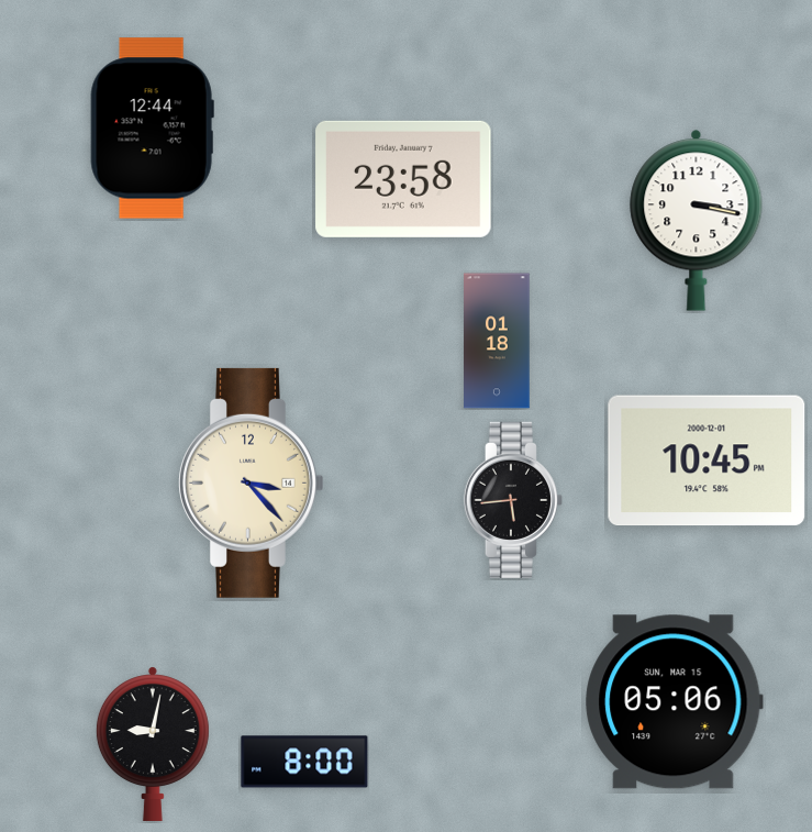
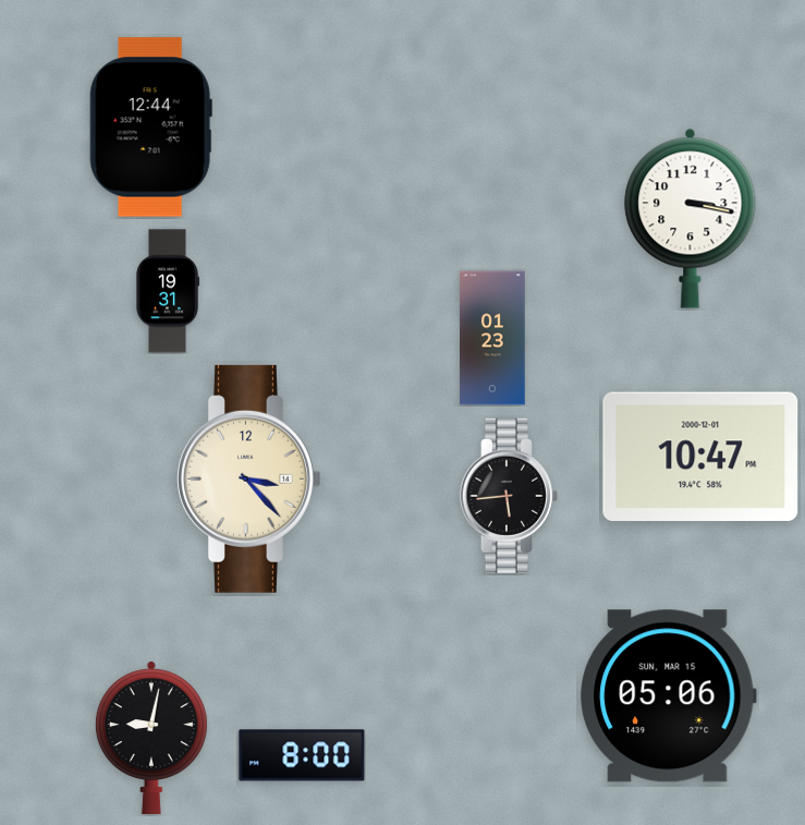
clock at (403, 179): 23:58 -> none
clock at (167, 291): none -> 19:31
clock at (497, 341): 01:18 -> 01:23
clock at (707, 461): 10:45 -> 10:47
